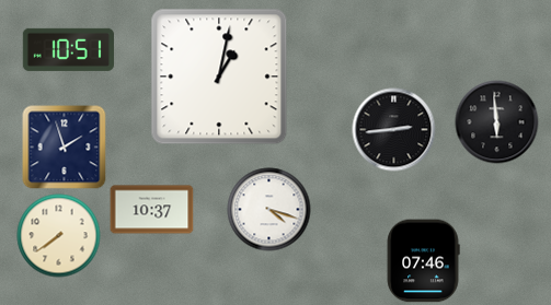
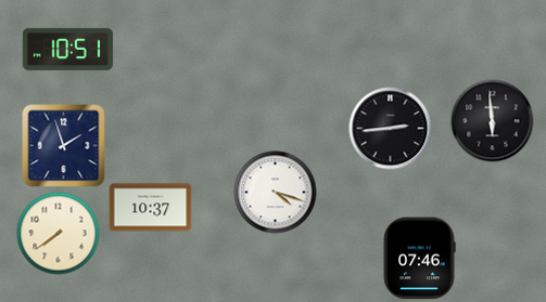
clock at (219, 77): 1:02 -> none
clock at (269, 210) position: (269, 210) -> (276, 193)
